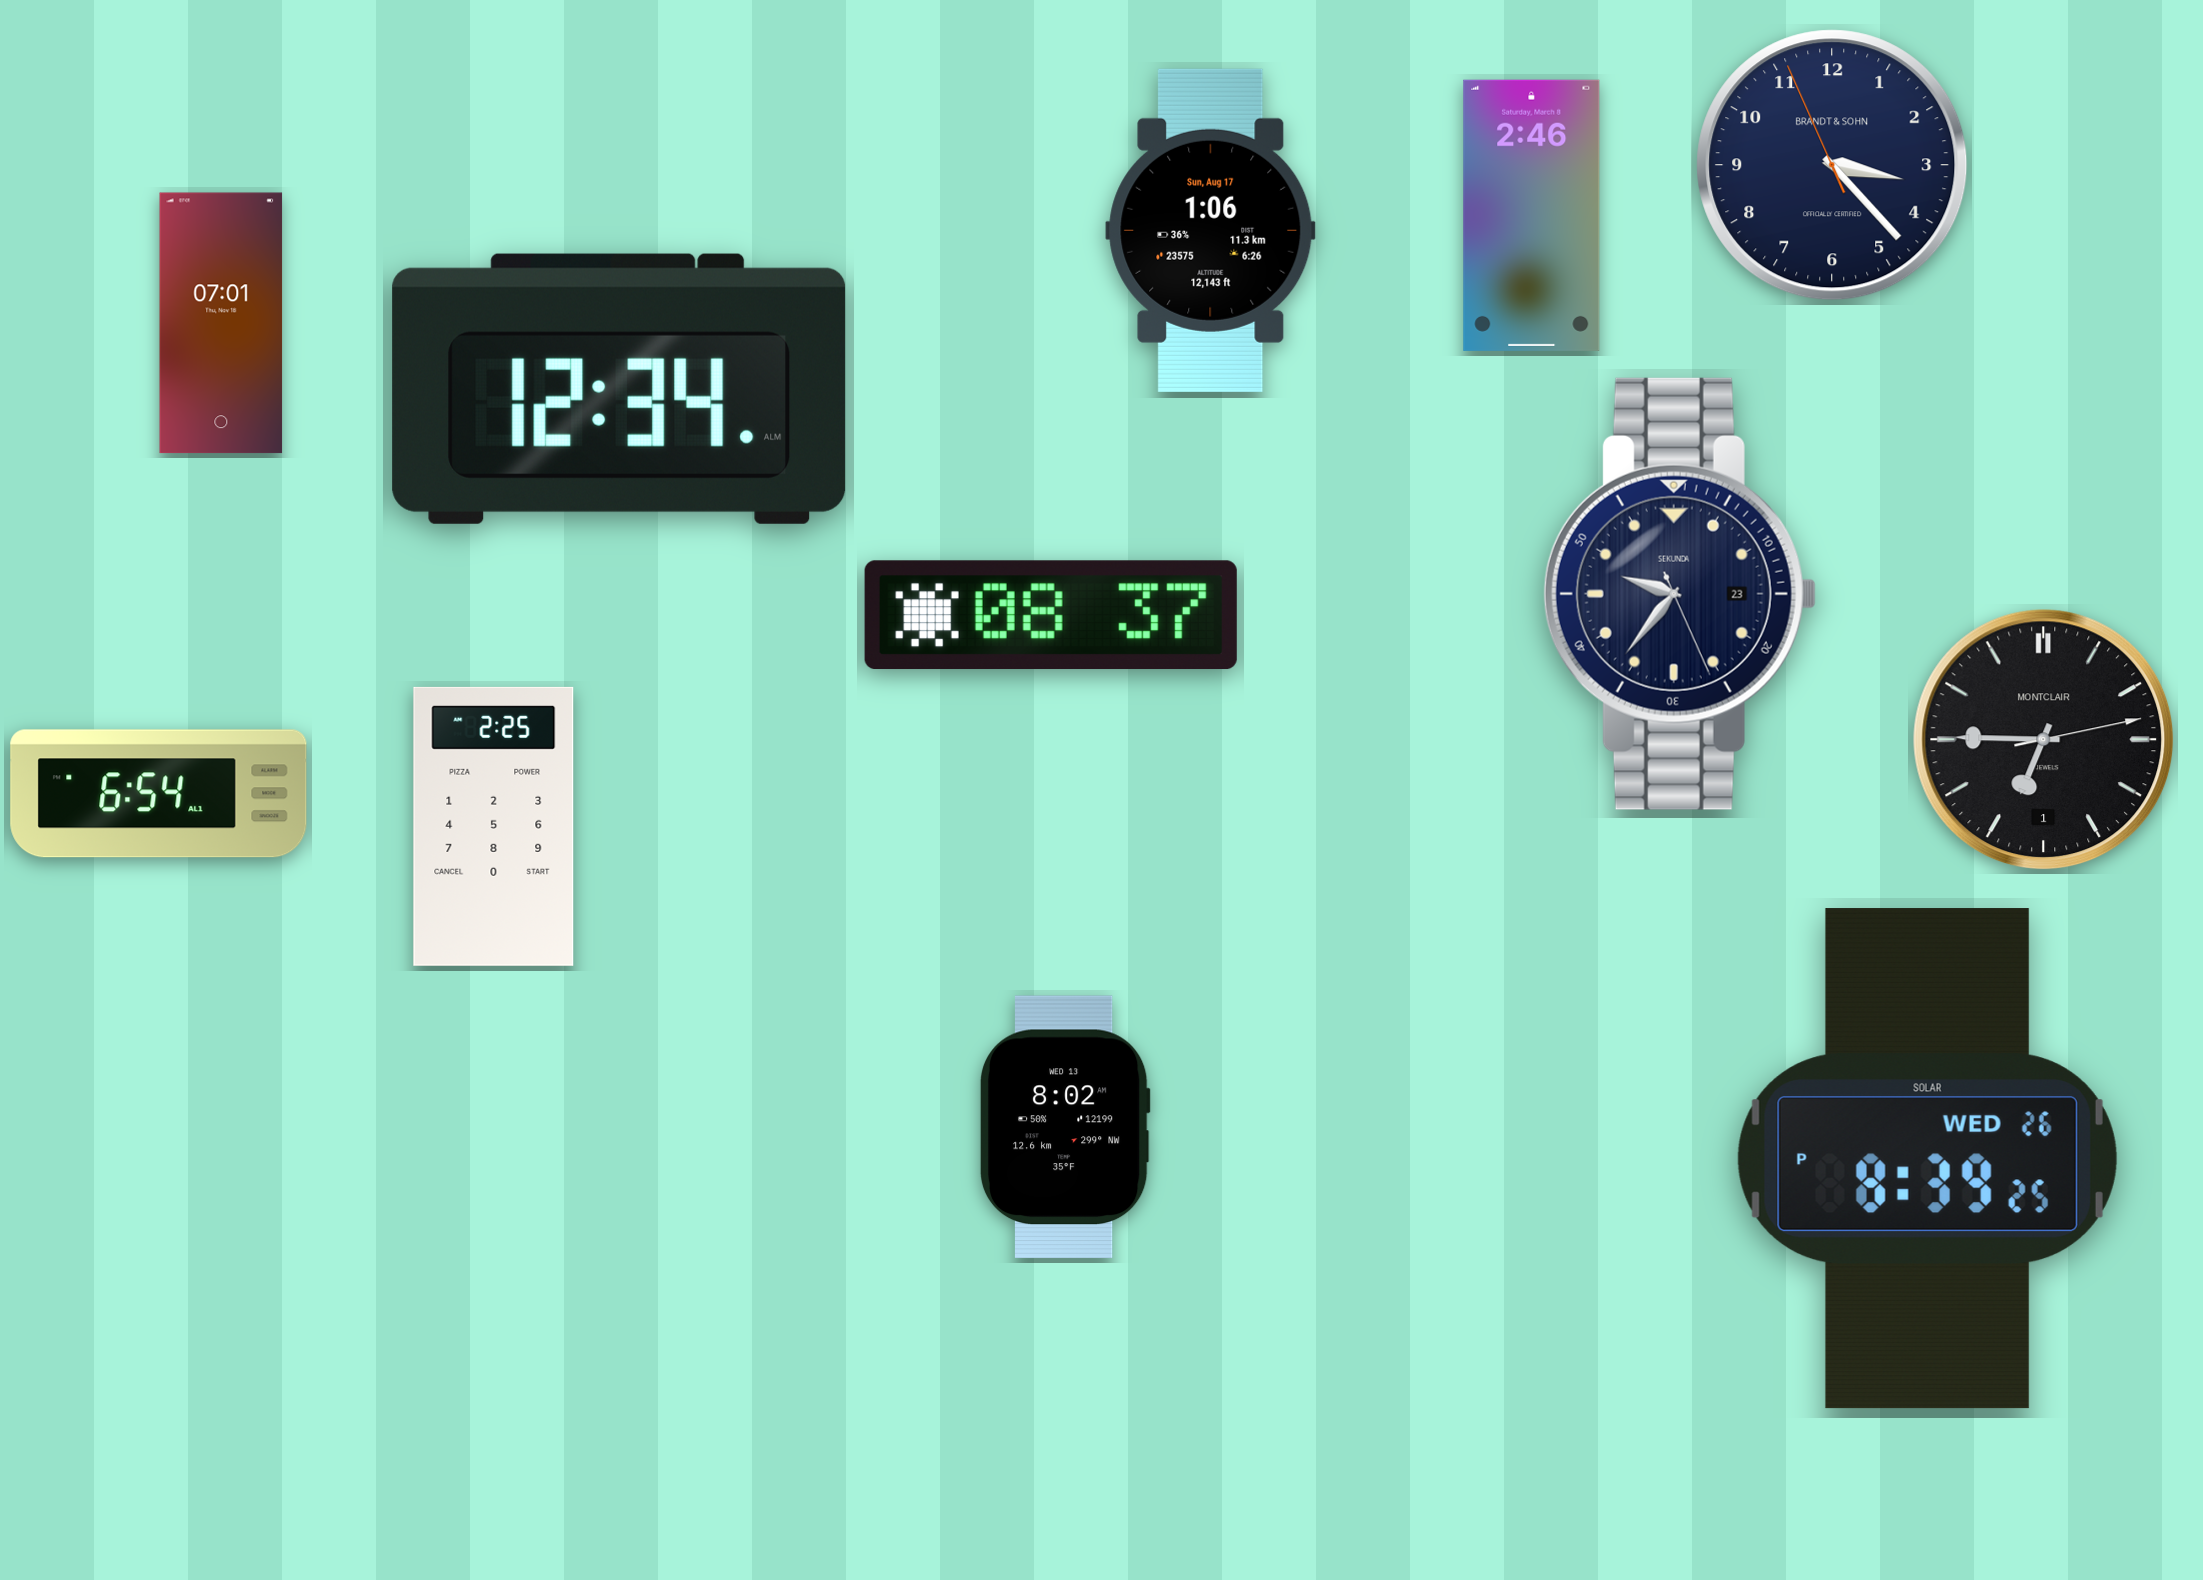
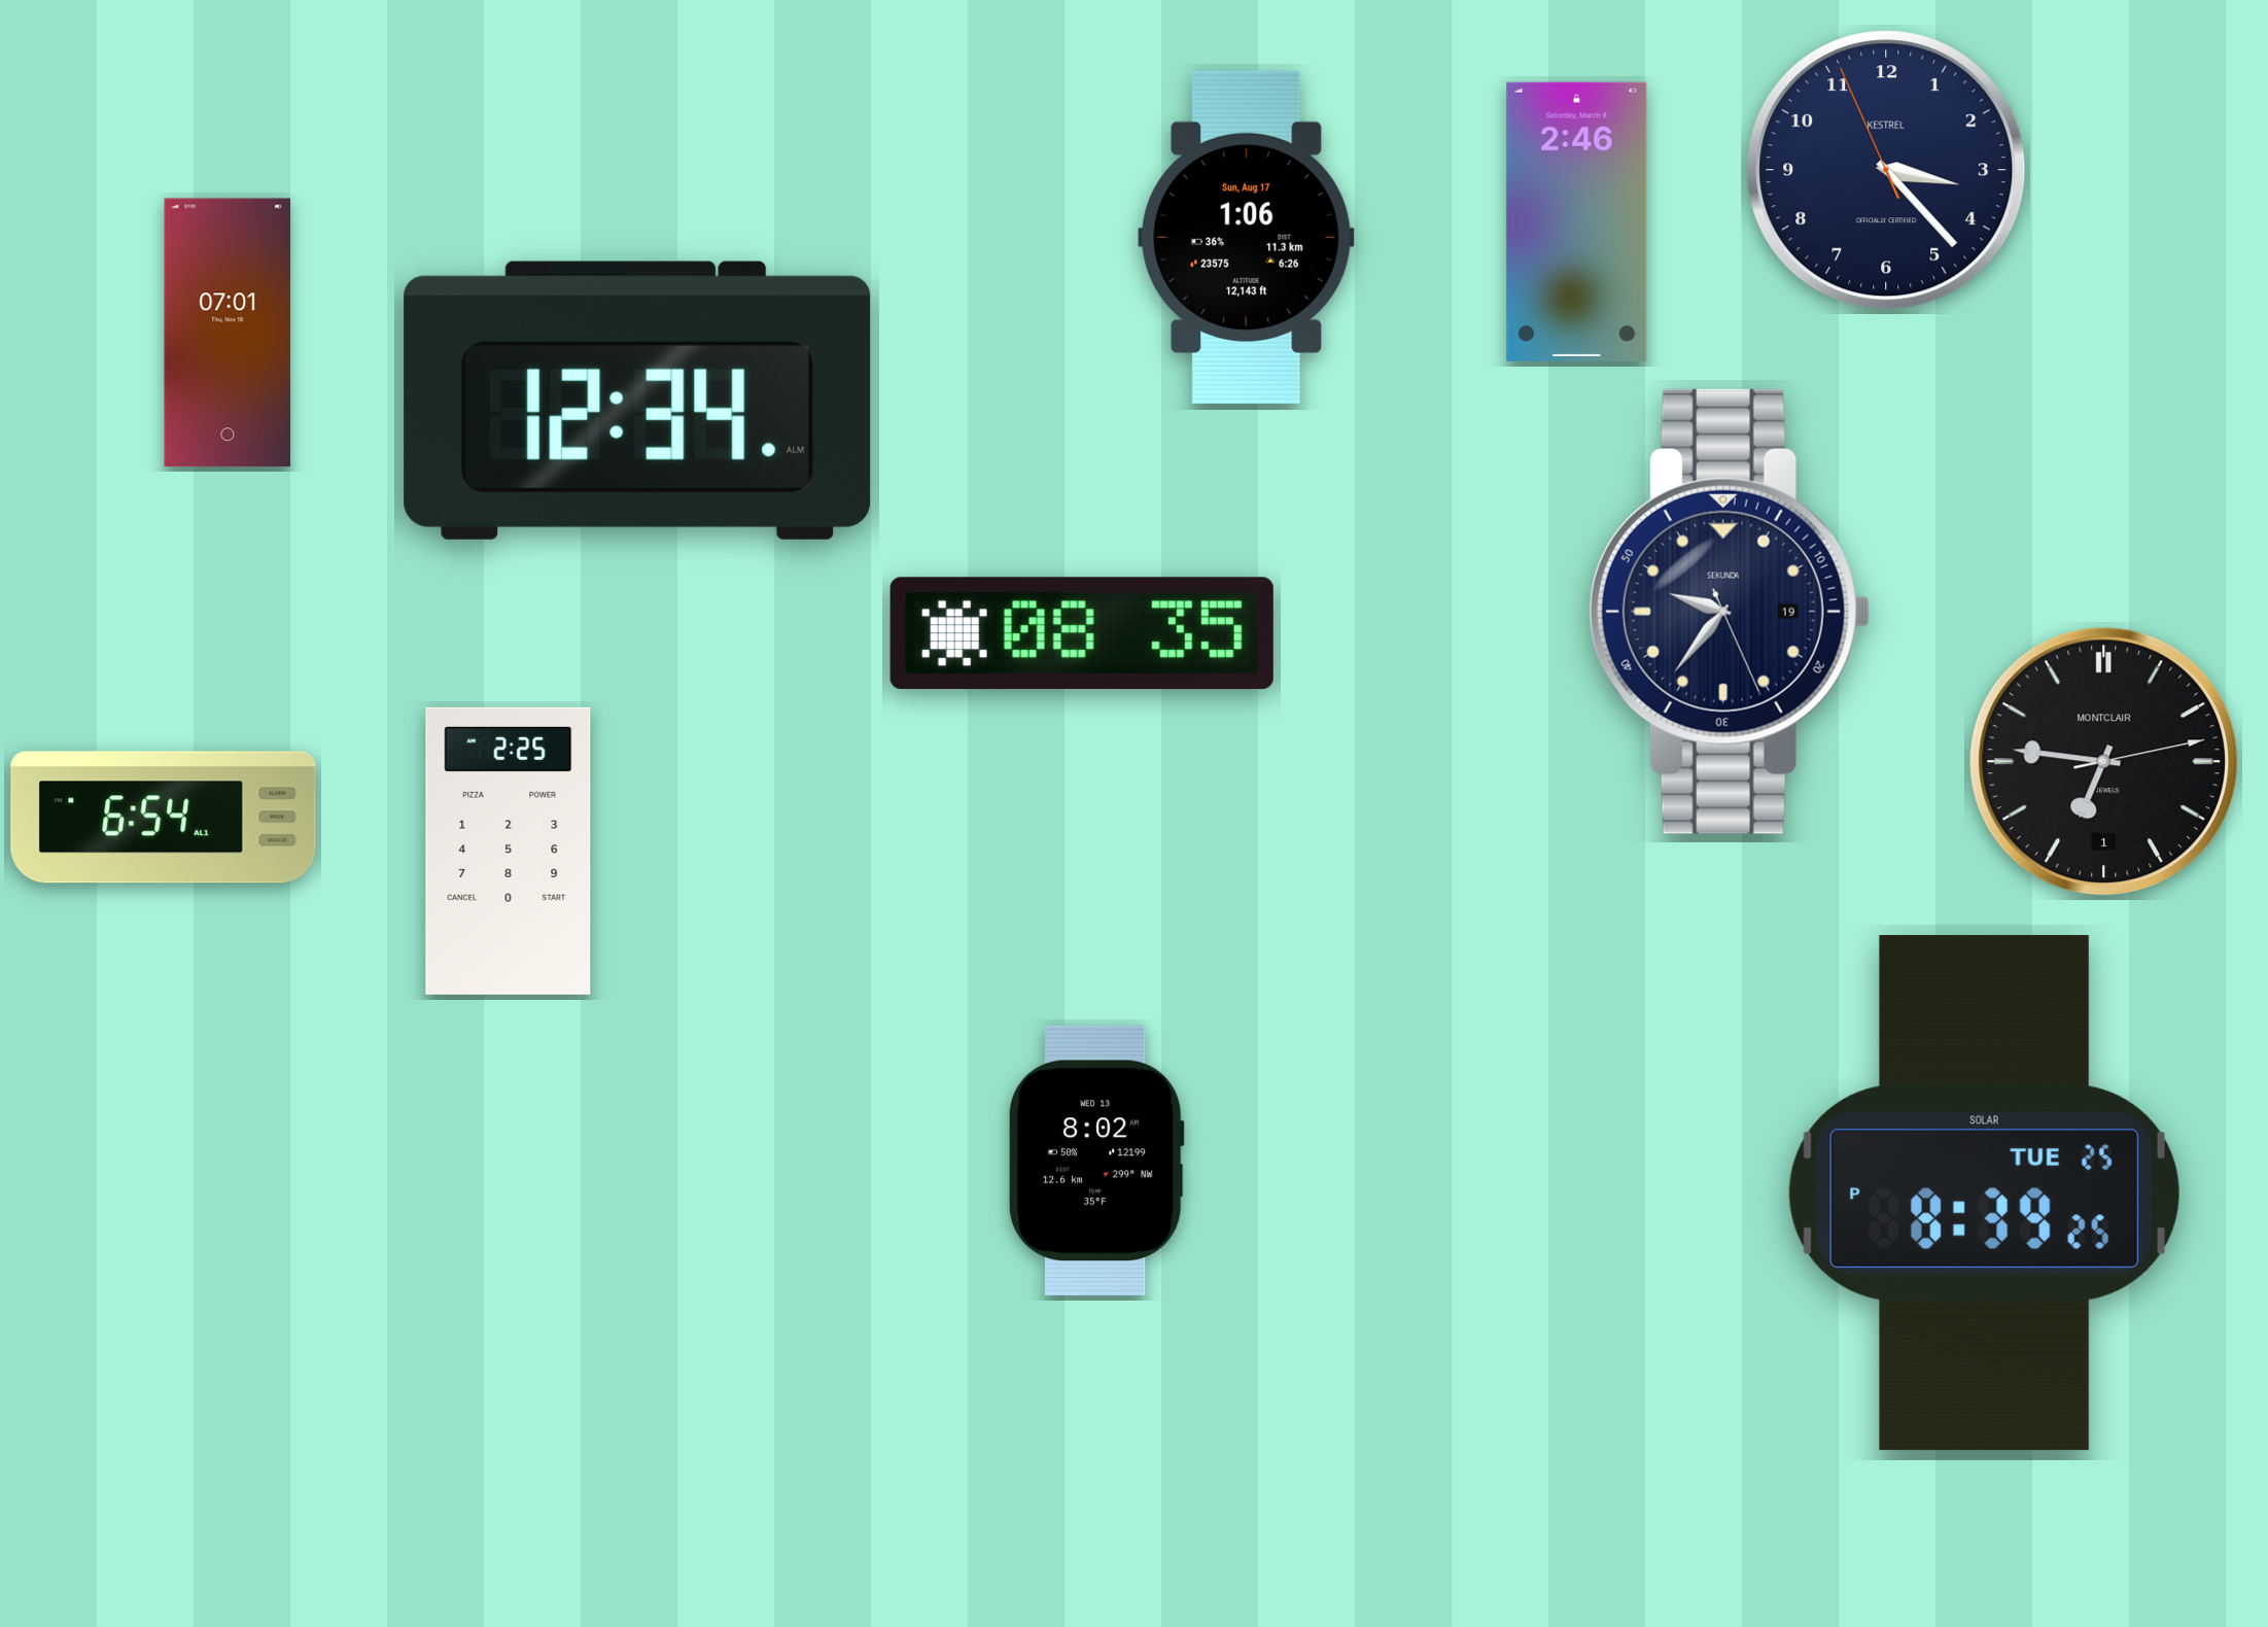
clock at (1832, 165) brand: BRANDT & SOHN -> KESTREL
clock at (1680, 594) date: 23 -> 19
clock at (1051, 615): 08:37 -> 08:35
clock at (2044, 740): 6:45 -> 6:46
clock at (1927, 1159) date: WED 26 -> TUE 25
